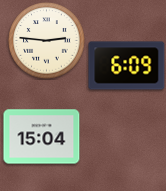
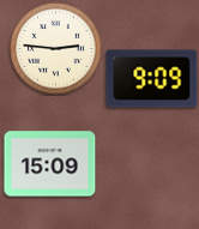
clock at (127, 66): 6:09 -> 9:09
clock at (42, 137): 15:04 -> 15:09
